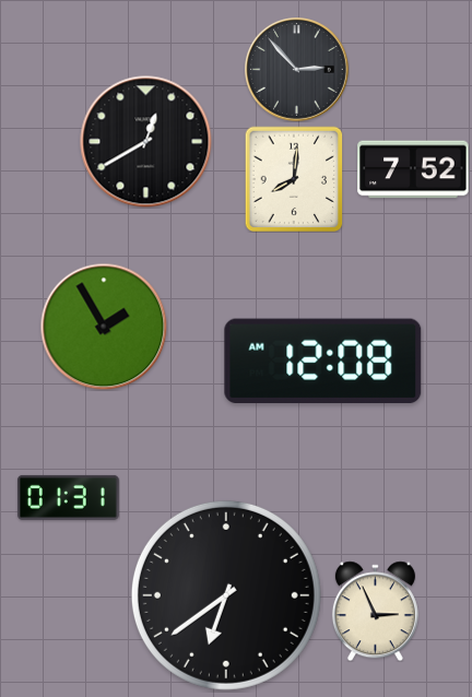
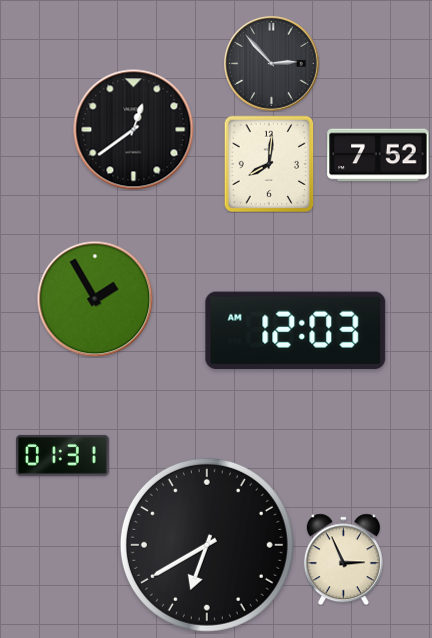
clock at (146, 142): 12:40 -> 12:39
clock at (323, 362): 12:08 -> 12:03
clock at (226, 595): 6:39 -> 6:40
